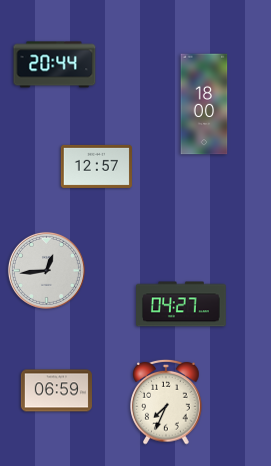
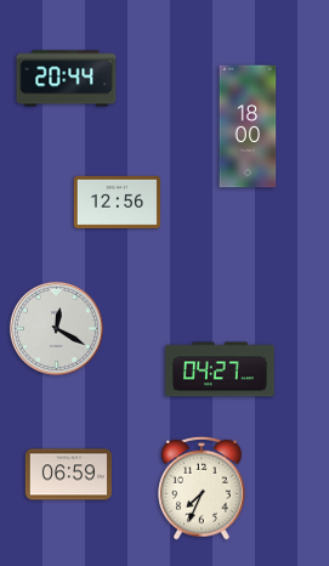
clock at (96, 166): 12:57 -> 12:56
clock at (46, 270): 12:44 -> 12:20
